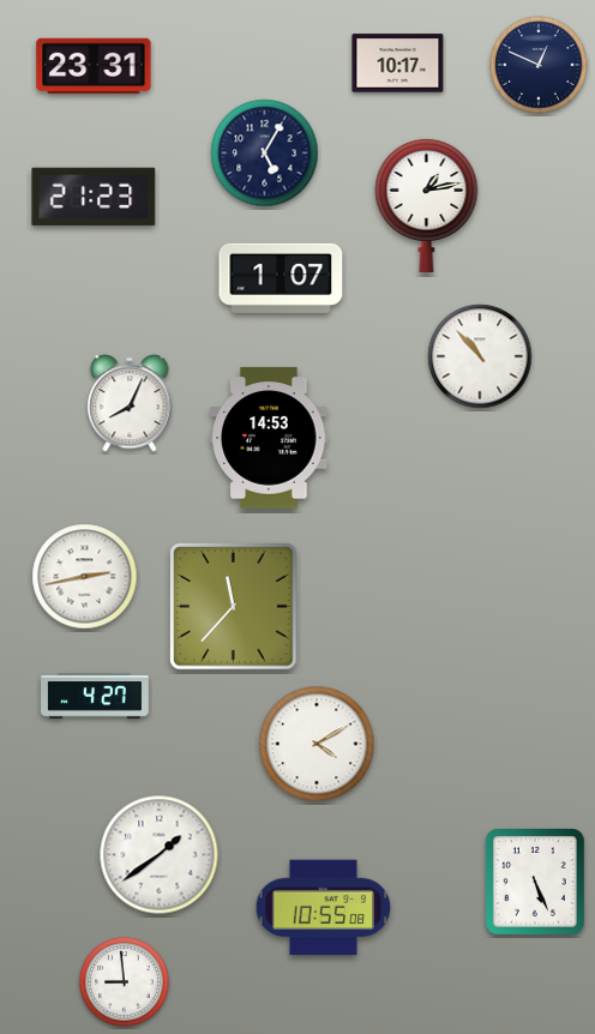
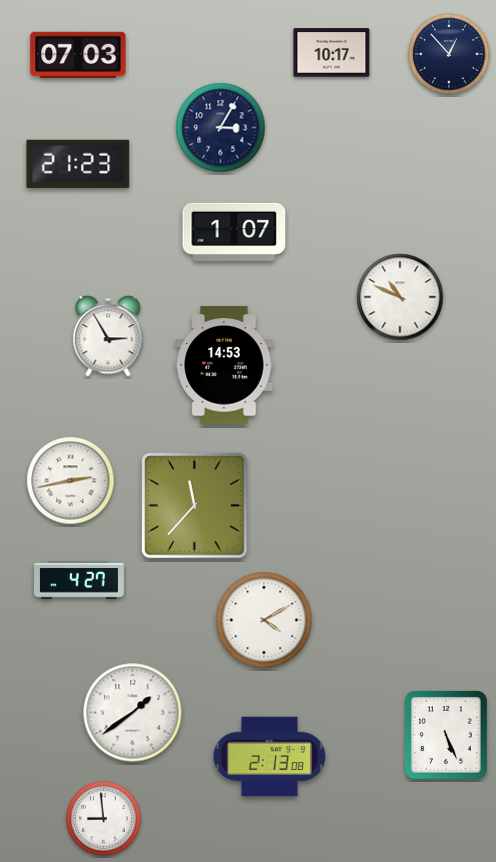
clock at (539, 65): 12:49 -> 12:53
clock at (94, 66): 23:31 -> 07:03
clock at (265, 154): 5:05 -> 3:05
clock at (427, 205): 1:13 -> none
clock at (480, 356): 10:53 -> 10:49
clock at (130, 403): 8:04 -> 2:55
clock at (324, 908): 10:55 -> 2:13
